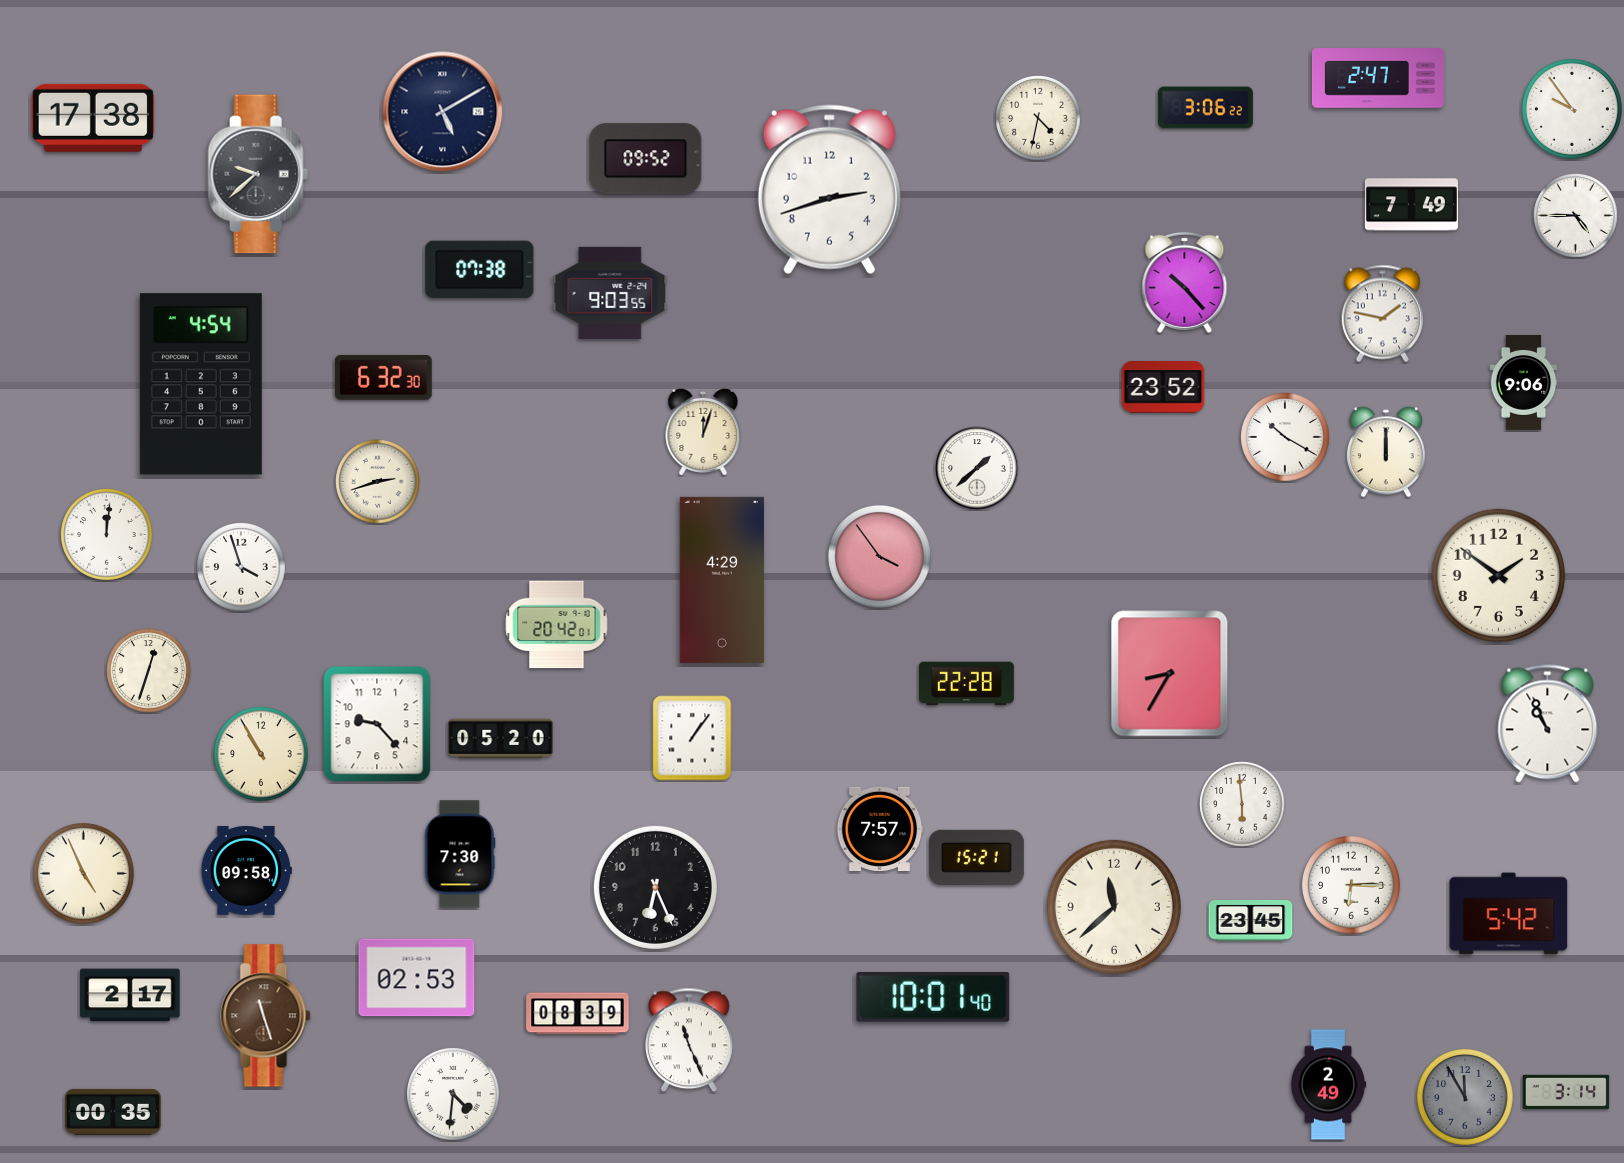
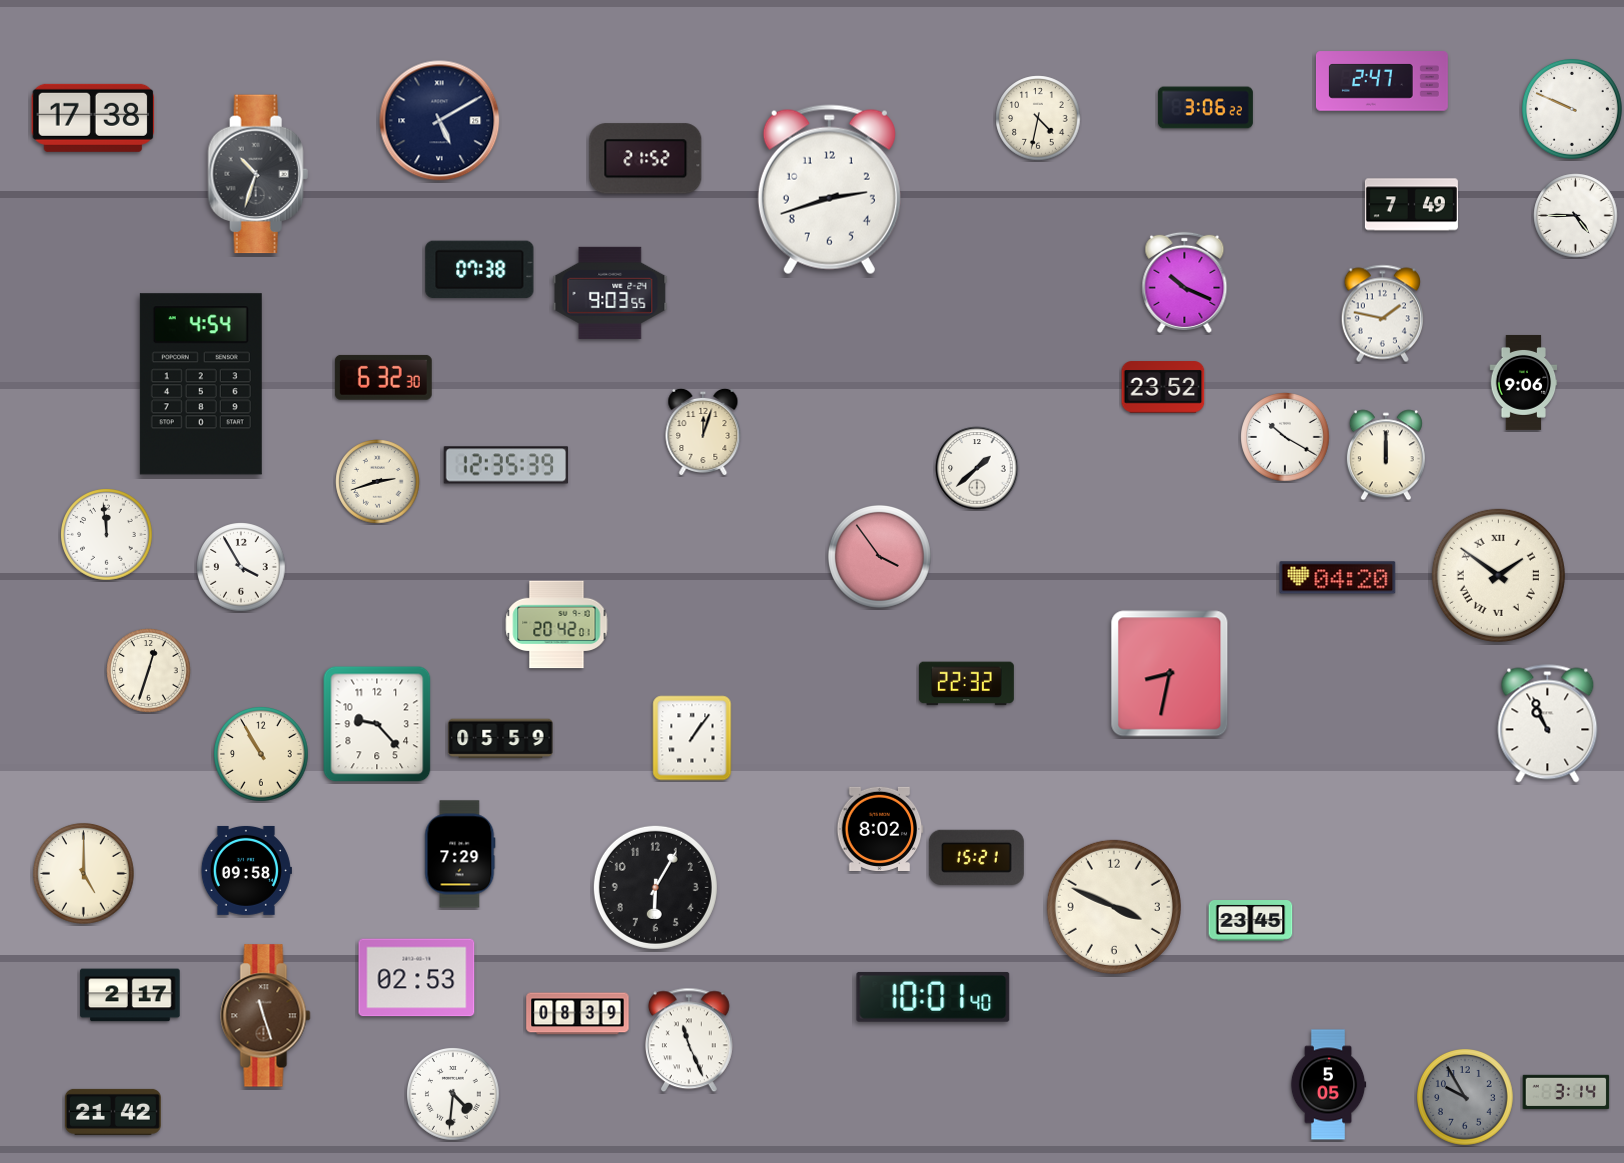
clock at (1378, 78) position: (1378, 78) -> (1382, 81)
clock at (1572, 109): 9:54 -> 9:49
clock at (443, 112) position: (443, 112) -> (440, 121)
clock at (646, 159): 09:52 -> 21:52
clock at (258, 174): 9:38 -> 10:33
clock at (1185, 282): 10:23 -> 10:19
clock at (1386, 452) position: (1386, 452) -> (1386, 455)
clock at (506, 465): none -> 12:35
clock at (107, 535): 12:01 -> 11:59
clock at (241, 567): 3:57 -> 3:55
clock at (1498, 575) numerals: Arabic -> Roman
clock at (1338, 578): none -> 04:20
clock at (722, 580): 4:29 -> none
clock at (1170, 674): 8:35 -> 8:32
clock at (966, 684): 22:28 -> 22:32
clock at (501, 739): 05:20 -> 05:59
clock at (1242, 804): 5:59 -> none
clock at (880, 828): 7:57 -> 8:02
clock at (460, 854): 7:30 -> 7:29
clock at (83, 873): 4:56 -> 5:00
clock at (1351, 885): 6:15 -> none
clock at (655, 887): 6:26 -> 6:05
clock at (1114, 907): 11:38 -> 3:49
clock at (1509, 914): 5:42 -> none
clock at (1328, 1085): 2:49 -> 5:05
clock at (1466, 1098): 11:55 -> 9:55
clock at (113, 1112): 00:35 -> 21:42
